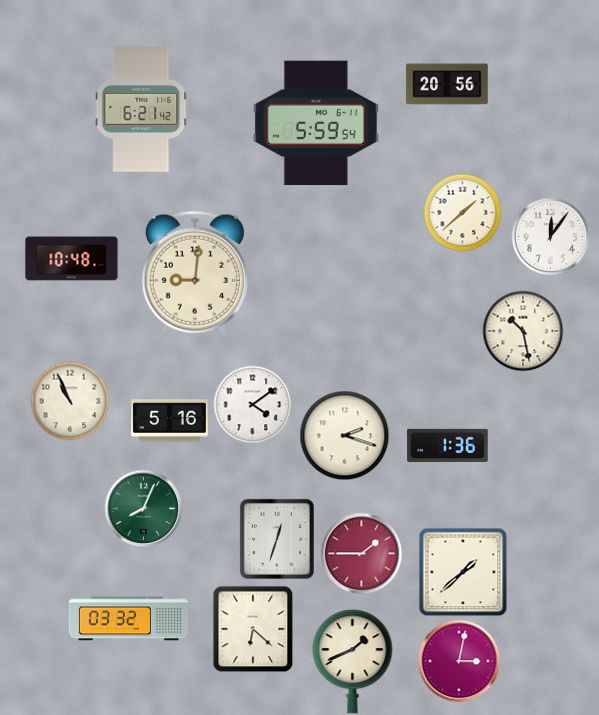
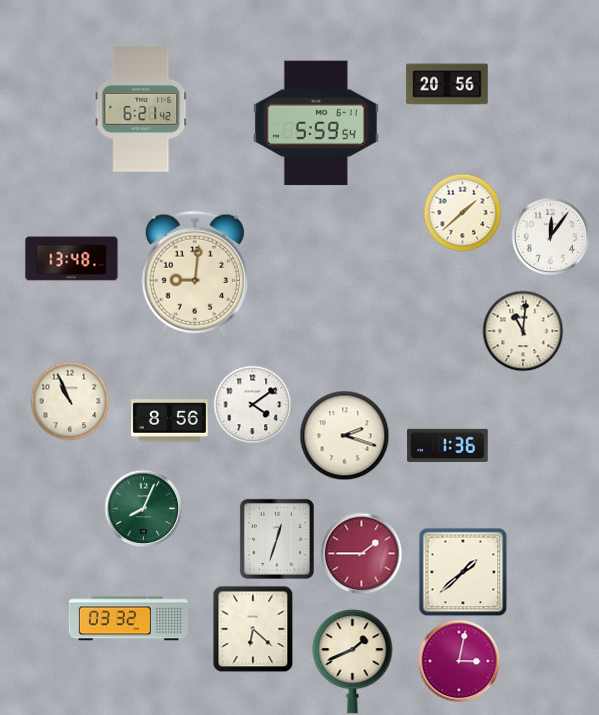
clock at (72, 259): 10:48 -> 13:48
clock at (523, 331): 10:28 -> 11:01
clock at (170, 421): 5:16 -> 8:56
